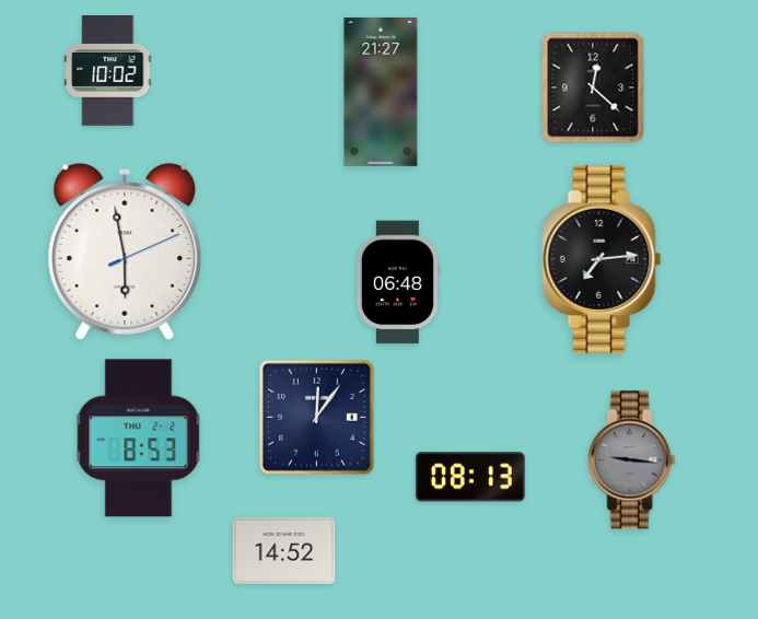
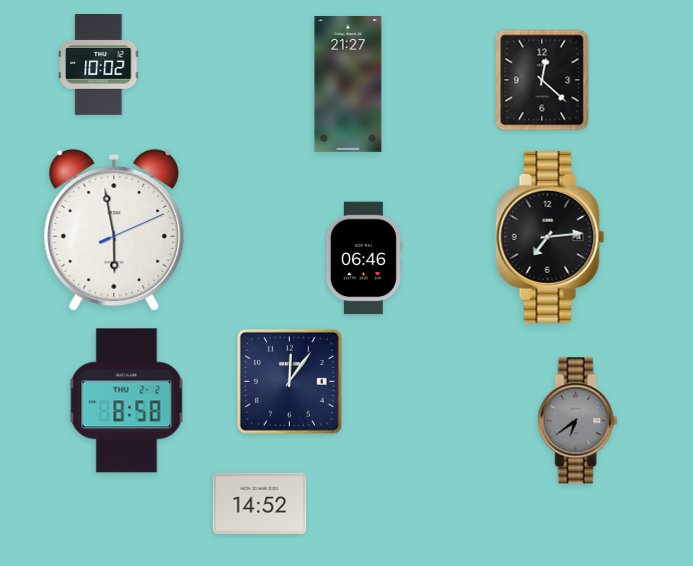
clock at (398, 282): 06:48 -> 06:46
clock at (139, 439): 8:53 -> 8:58
clock at (632, 460): 9:16 -> 6:39
clock at (470, 477): 08:13 -> none
